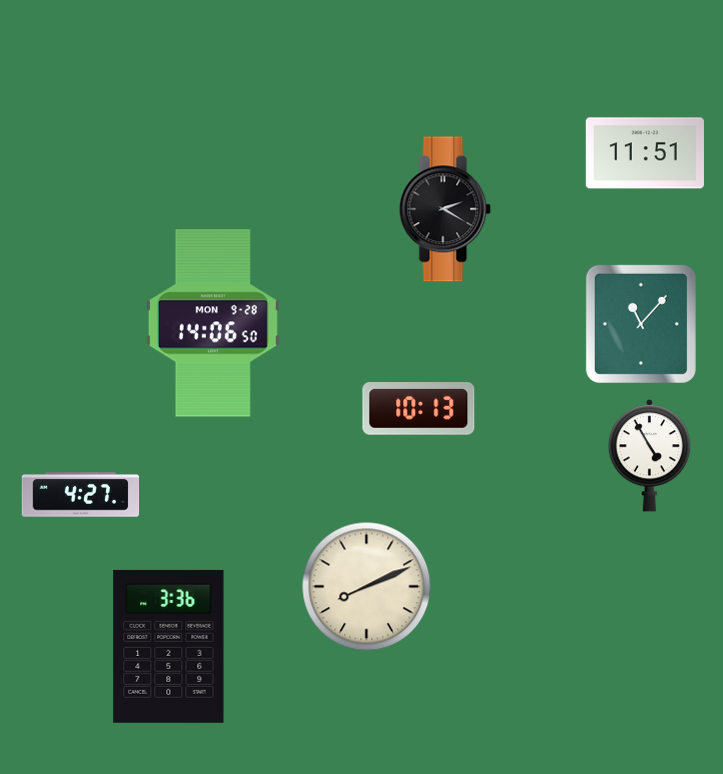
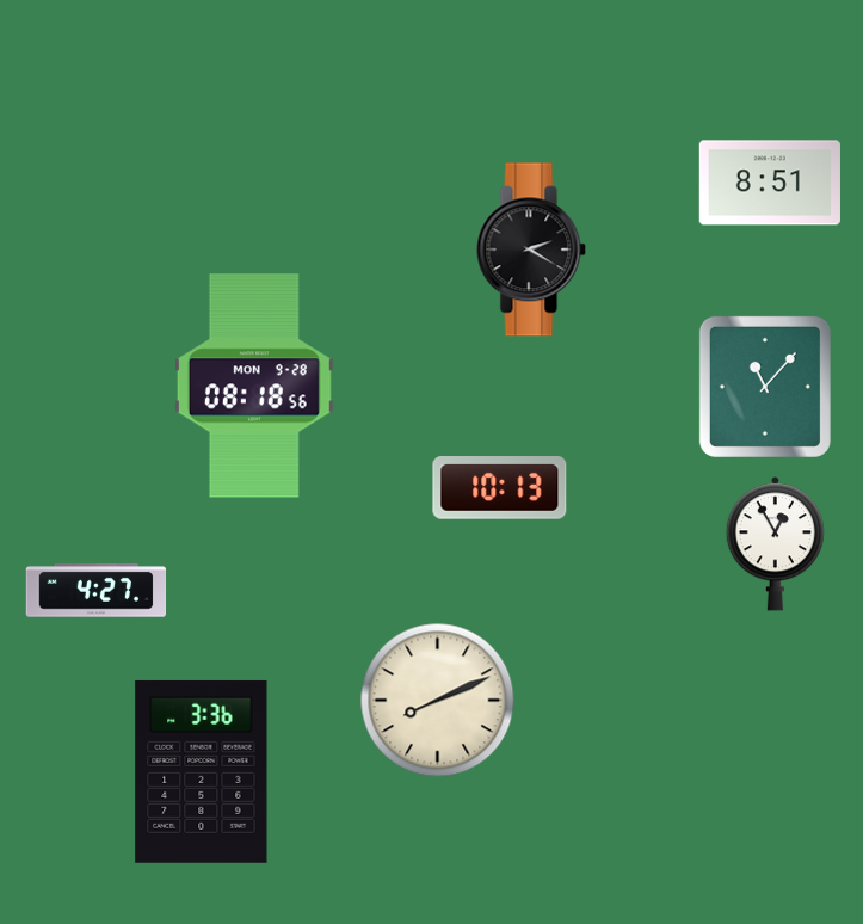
clock at (645, 153): 11:51 -> 8:51
clock at (213, 323): 14:06 -> 08:18
clock at (649, 456): 4:55 -> 12:55
